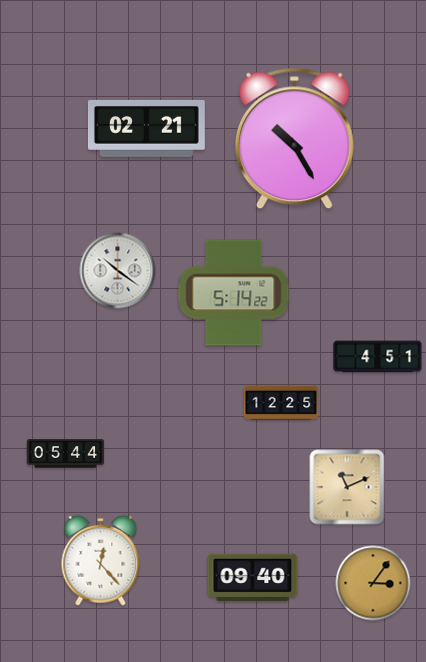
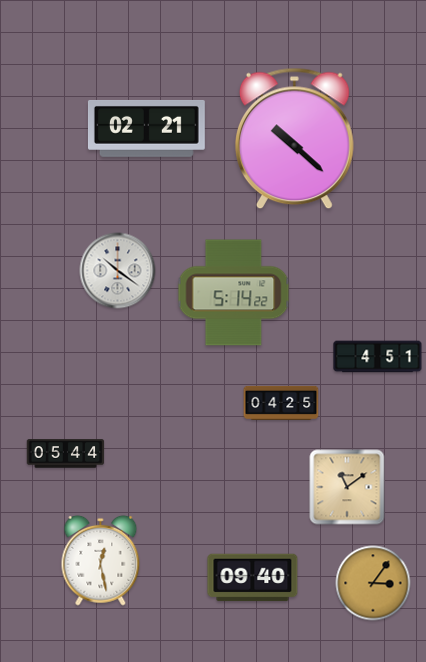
clock at (294, 139): 10:25 -> 10:22
clock at (281, 403): 12:25 -> 04:25
clock at (347, 487): 11:11 -> 11:09
clock at (101, 560): 12:23 -> 12:28
